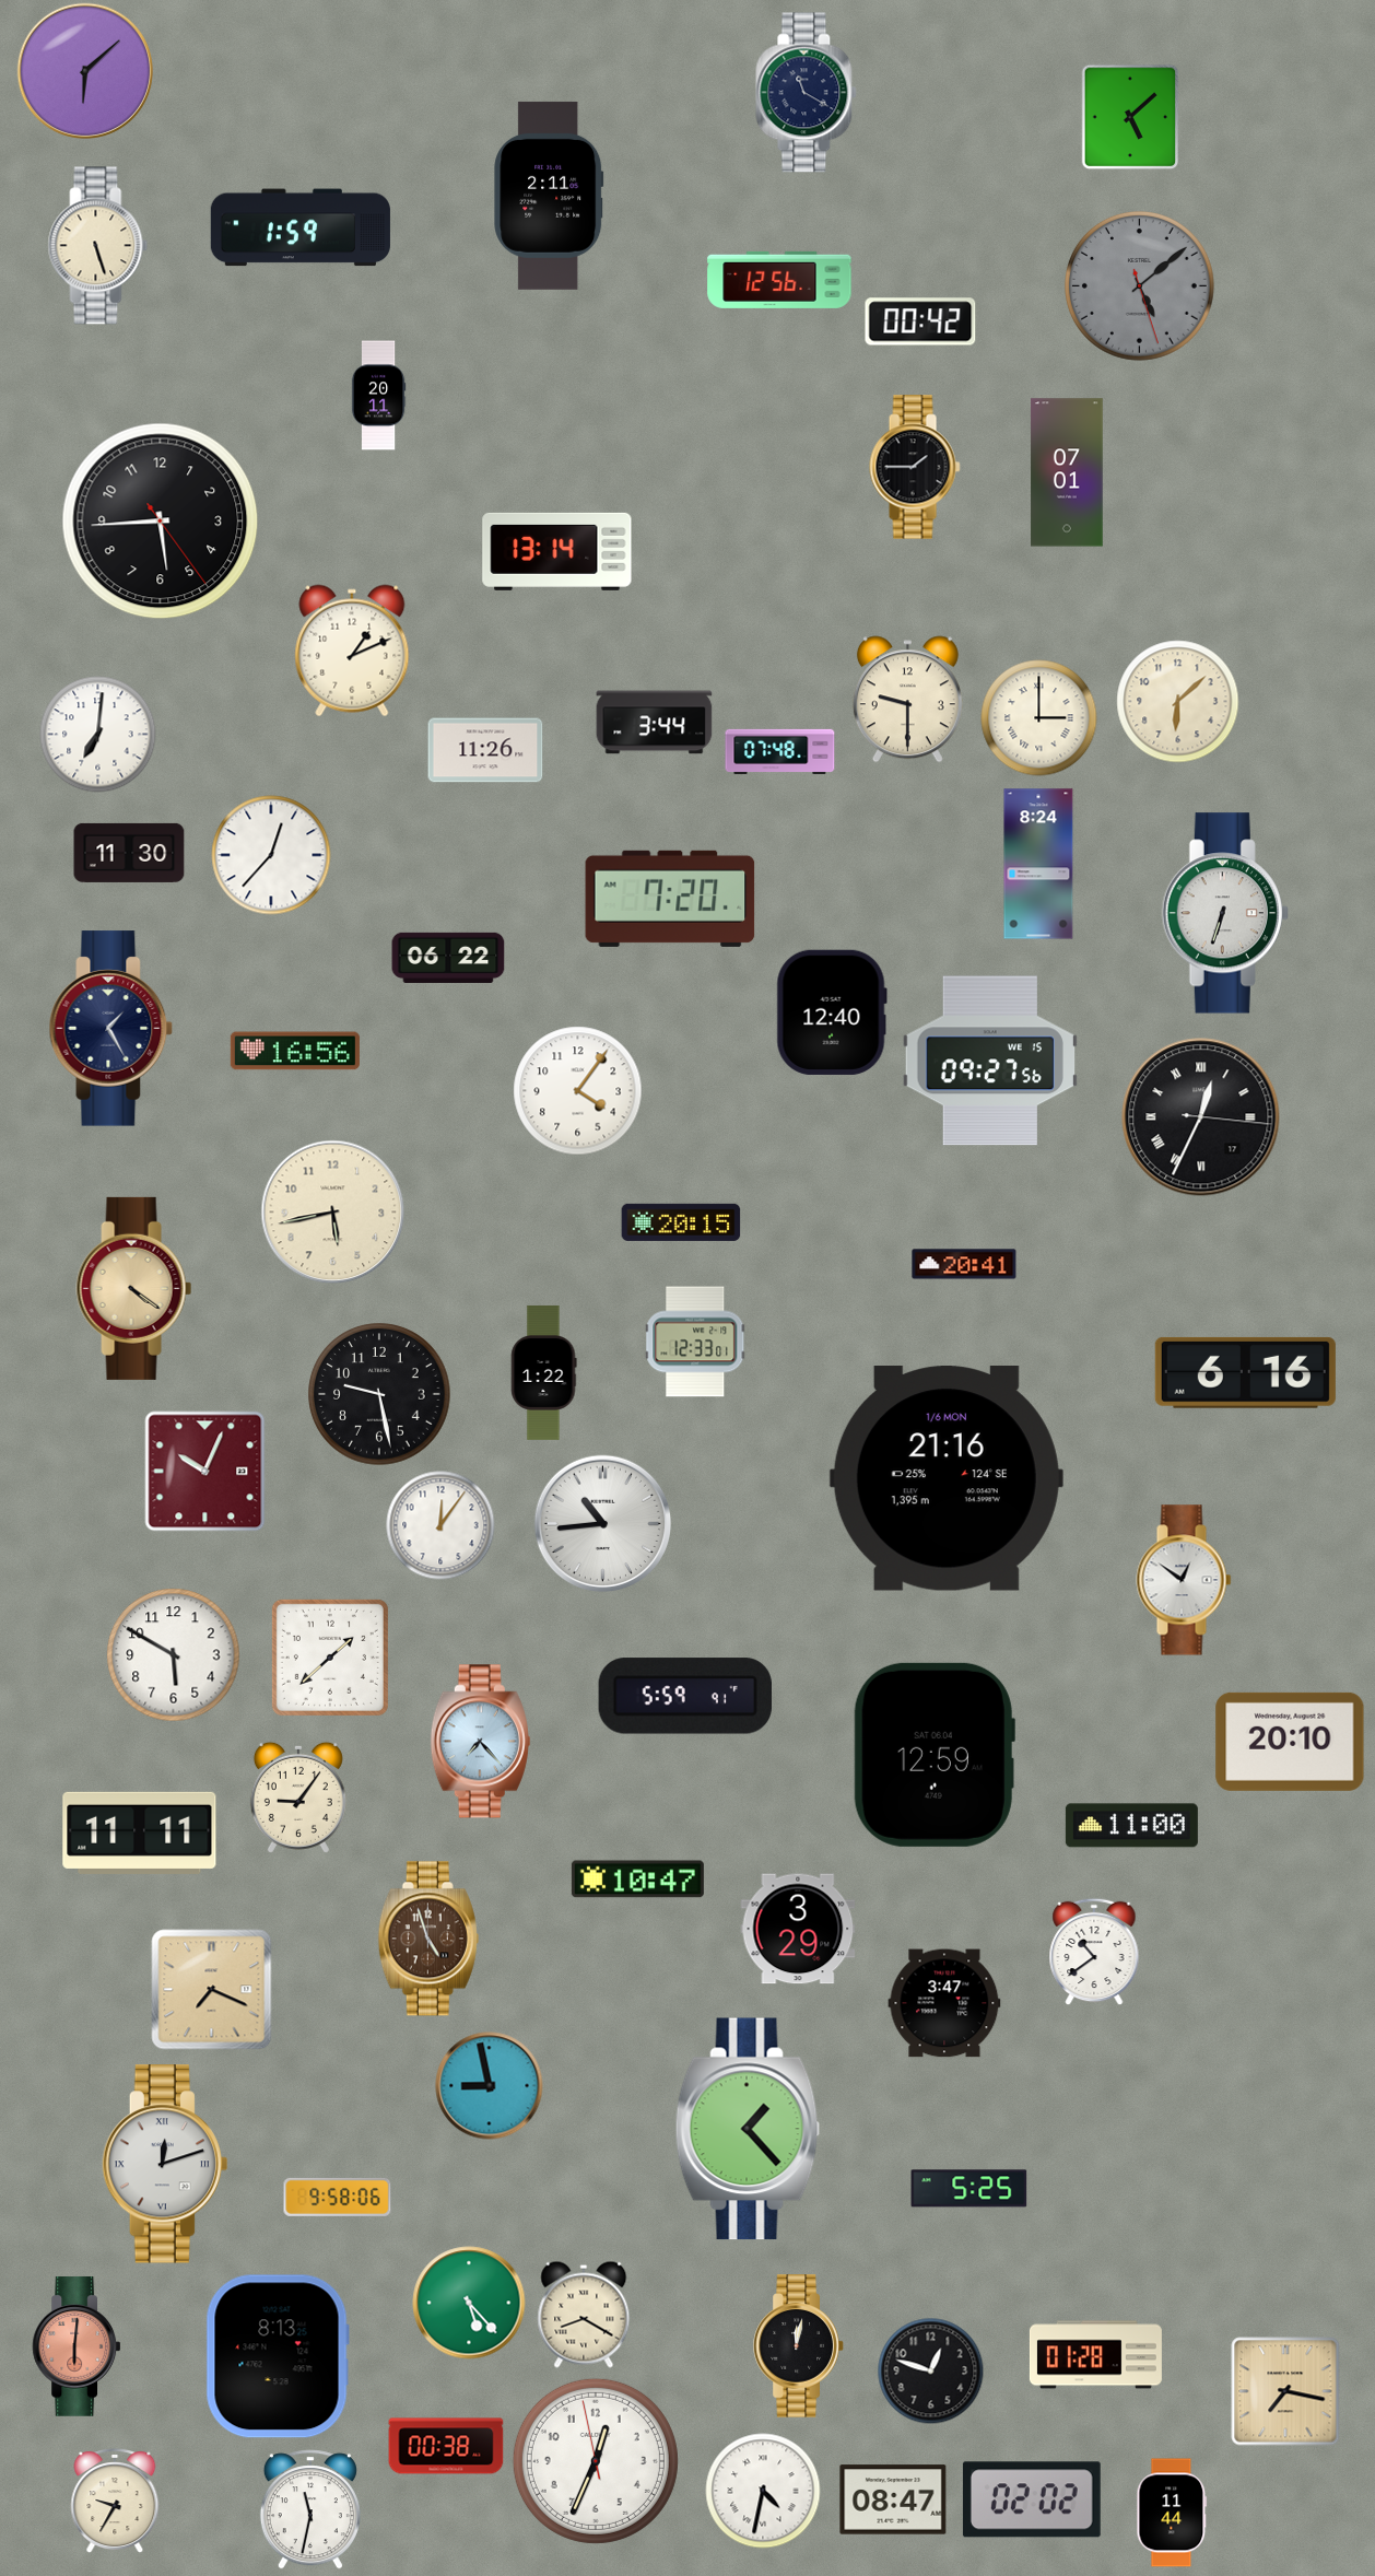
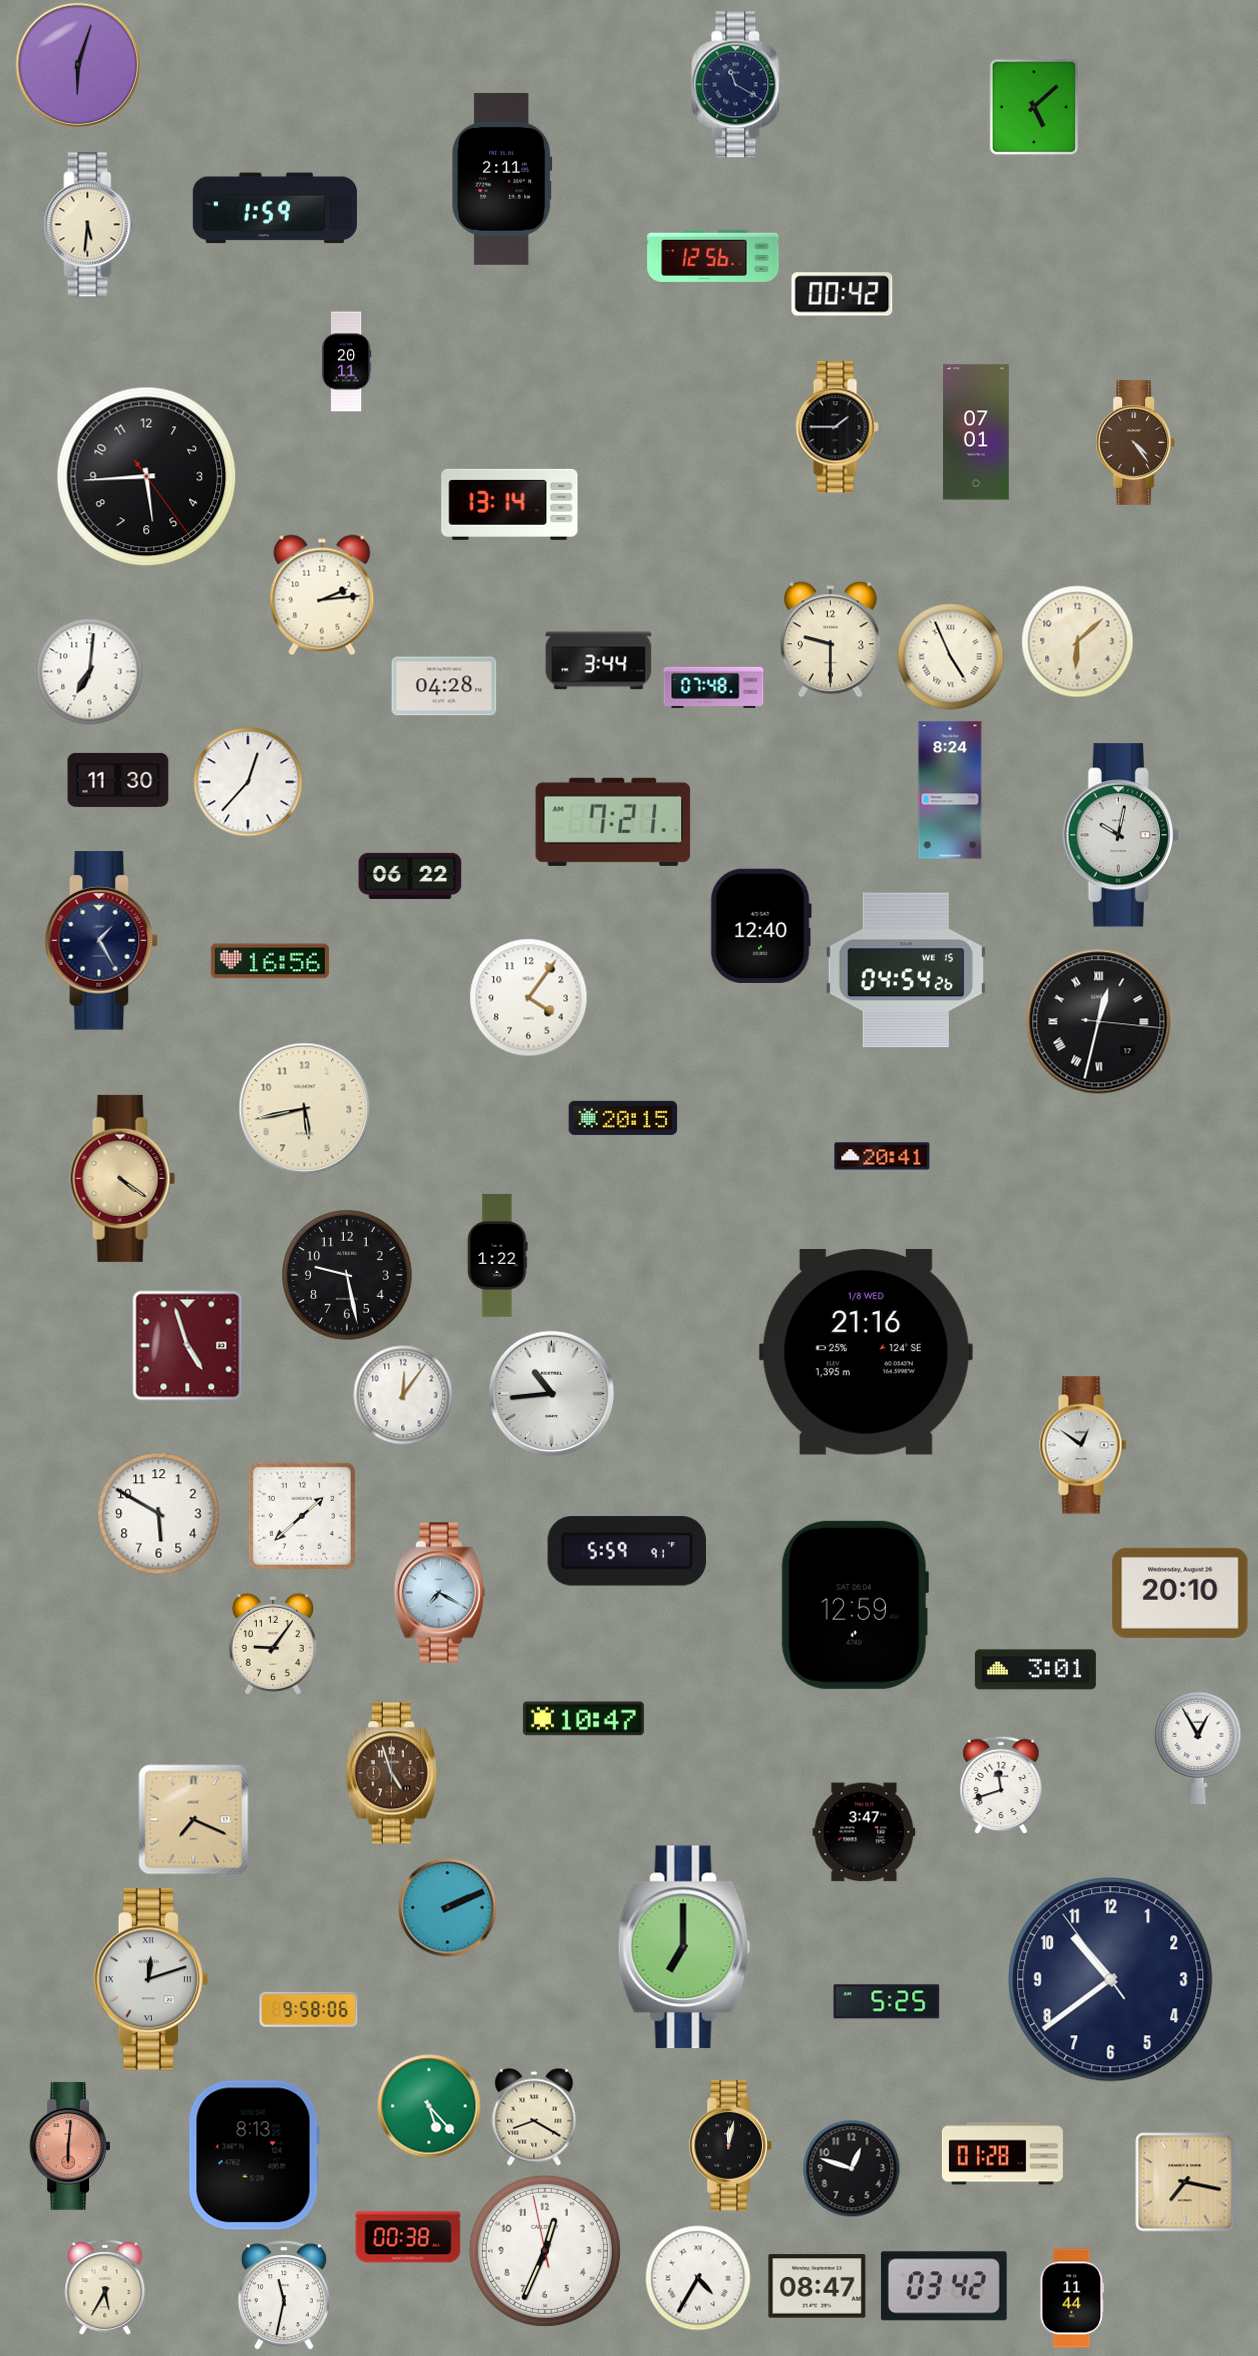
clock at (85, 71): 6:08 -> 6:03
clock at (98, 246): 5:27 -> 5:31
clock at (1139, 285): 5:08 -> none
clock at (1136, 443): none -> 4:24
clock at (352, 651): 1:11 -> 2:14
clock at (1039, 718): 3:00 -> 4:56
clock at (485, 750): 11:26 -> 04:28
clock at (670, 899): 7:20 -> 7:21
clock at (1225, 913): 6:33 -> 10:02
clock at (990, 1061): 09:27 -> 04:54
clock at (1201, 1117): 12:34 -> 12:32
clock at (695, 1342): 12:33 -> none
clock at (1245, 1372): 6:16 -> none
clock at (205, 1472): 10:04 -> 4:57
clock at (947, 1479) date: 1/6 MON -> 1/8 WED
clock at (480, 1742): 7:23 -> 7:20
clock at (1131, 1826): 11:00 -> 3:01
clock at (140, 1833): 11:11 -> none
clock at (1198, 1748): none -> 12:55
clock at (798, 1929): 3:29 -> none
clock at (1094, 1952): 10:39 -> 11:42
clock at (490, 2086): 8:58 -> 2:11
clock at (748, 2129): 1:23 -> 7:00
clock at (1111, 1980): none -> 10:38
clock at (1285, 2391) position: (1285, 2391) -> (1185, 2182)
clock at (763, 2491): 4:32 -> 4:35
clock at (1032, 2499): 02:02 -> 03:42
clock at (115, 2502): 9:35 -> 5:35
